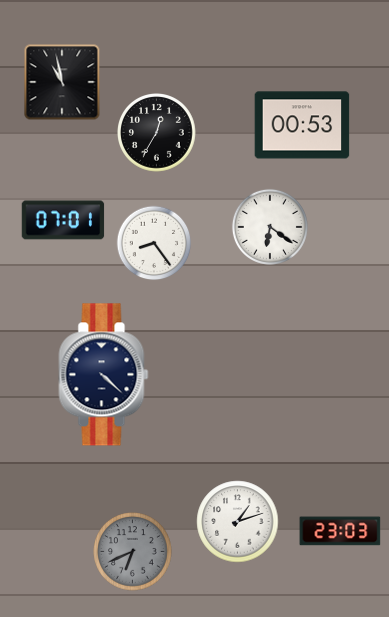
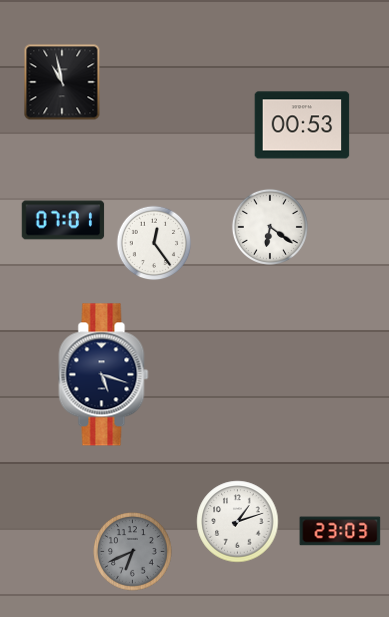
clock at (157, 133): 12:35 -> none
clock at (154, 243): 8:24 -> 12:24
clock at (104, 375): 4:22 -> 5:18
